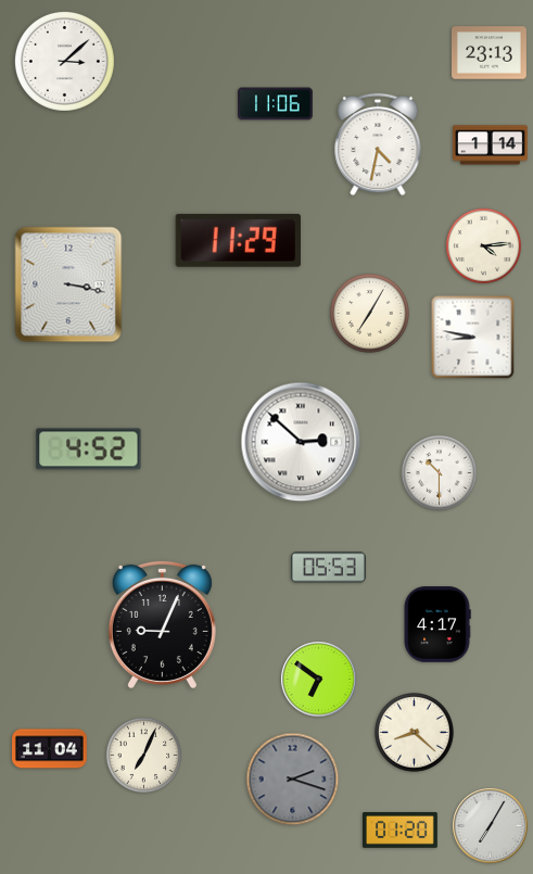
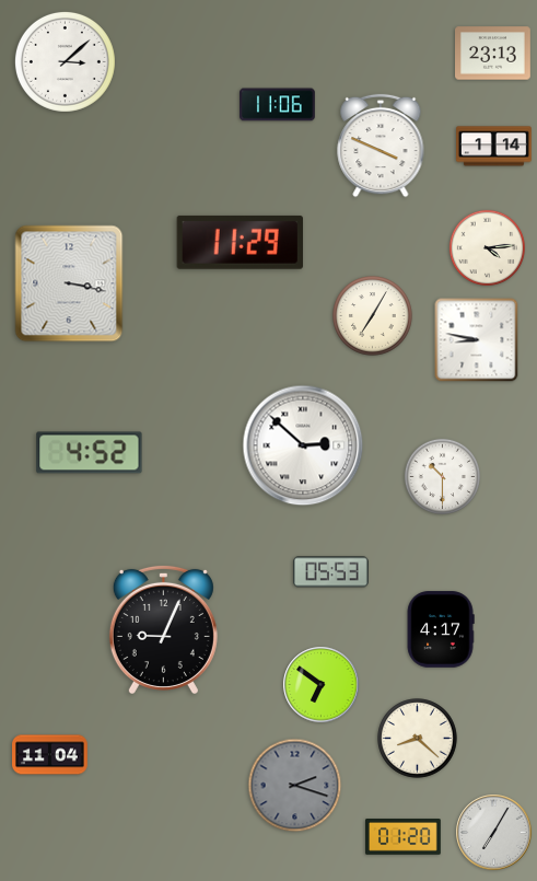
clock at (378, 144): 4:32 -> 3:49
clock at (68, 284) position: (68, 284) -> (69, 283)
clock at (143, 755): 7:04 -> none
